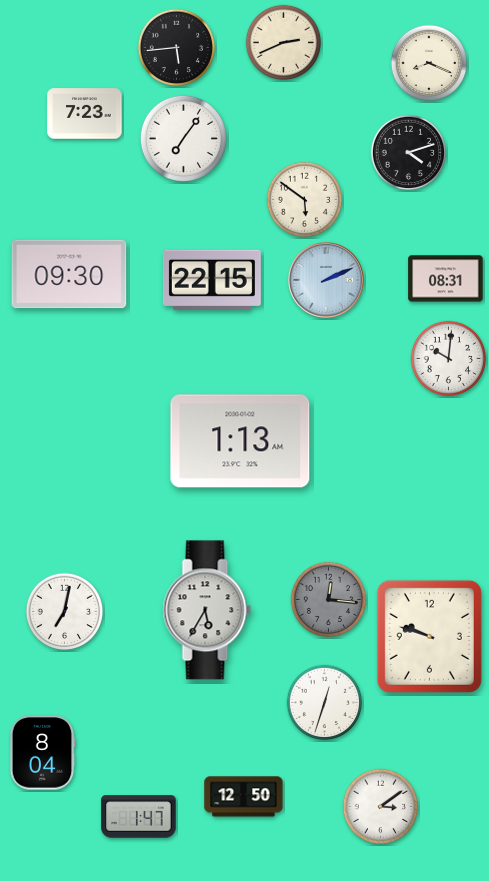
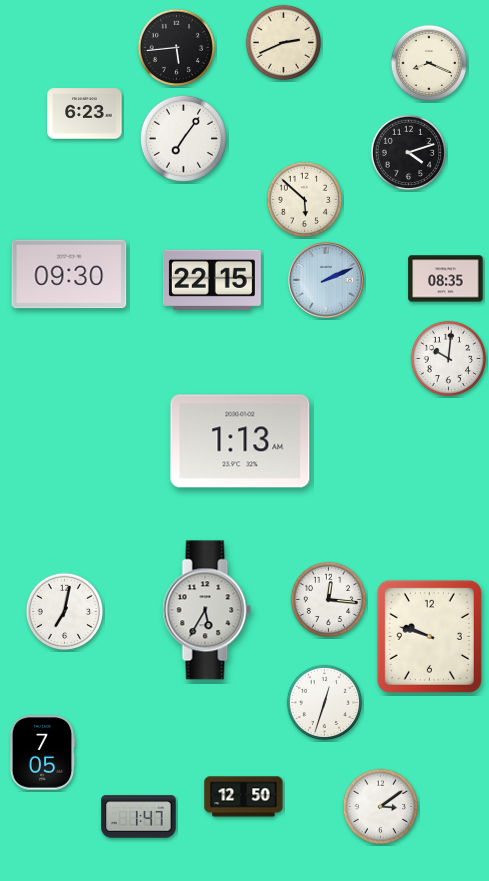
clock at (85, 114): 7:23 -> 6:23
clock at (305, 200): 5:51 -> 5:52
clock at (446, 279): 08:31 -> 08:35
clock at (329, 600) dial: grey -> white
clock at (42, 753): 8:04 -> 7:05
